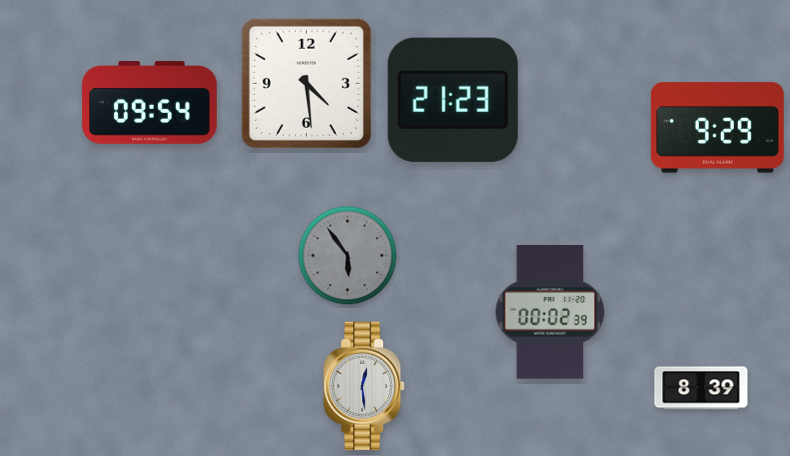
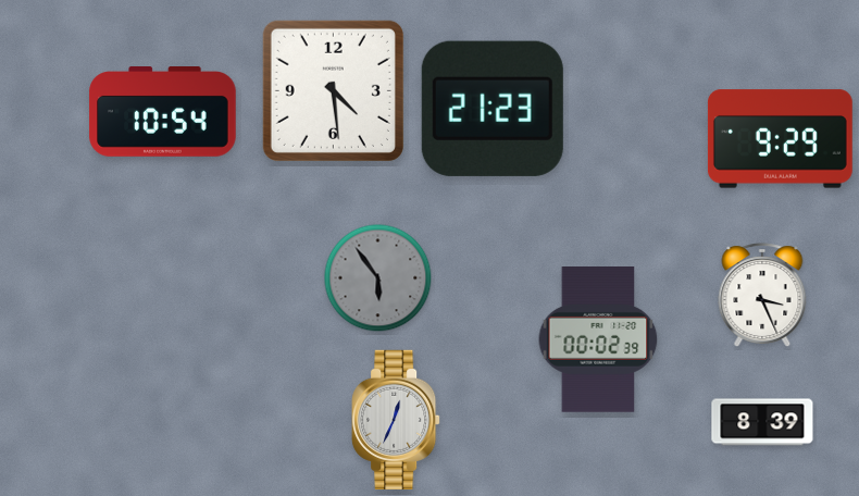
clock at (150, 103): 09:54 -> 10:54
clock at (762, 295): none -> 3:26
clock at (364, 386): 12:29 -> 12:34
